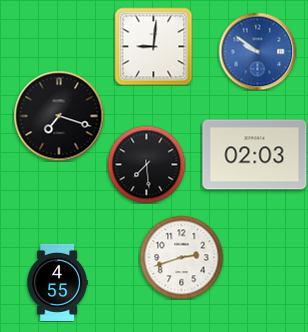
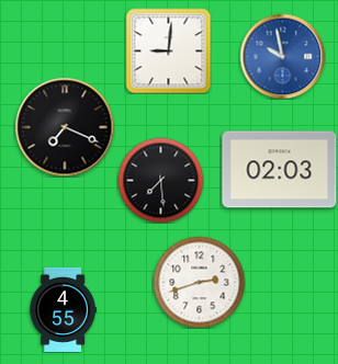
clock at (257, 51): 9:51 -> 9:58
clock at (59, 116): 7:18 -> 7:19
